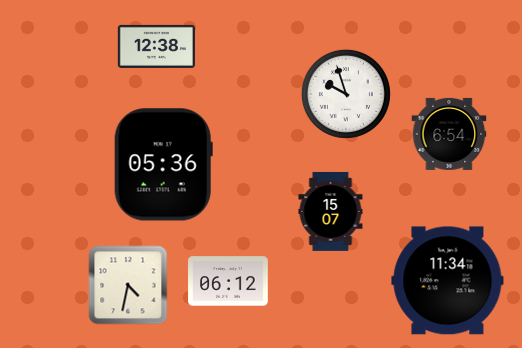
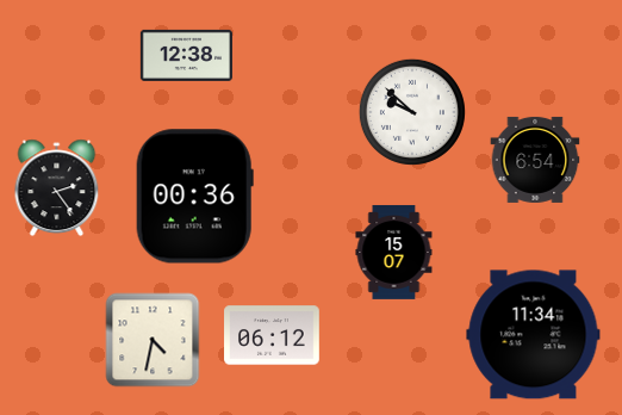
clock at (346, 94): 9:57 -> 9:52
clock at (57, 188): none -> 2:24
clock at (163, 165): 05:36 -> 00:36
